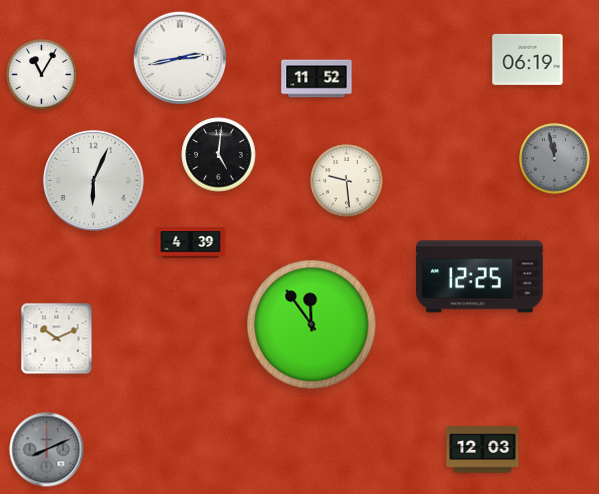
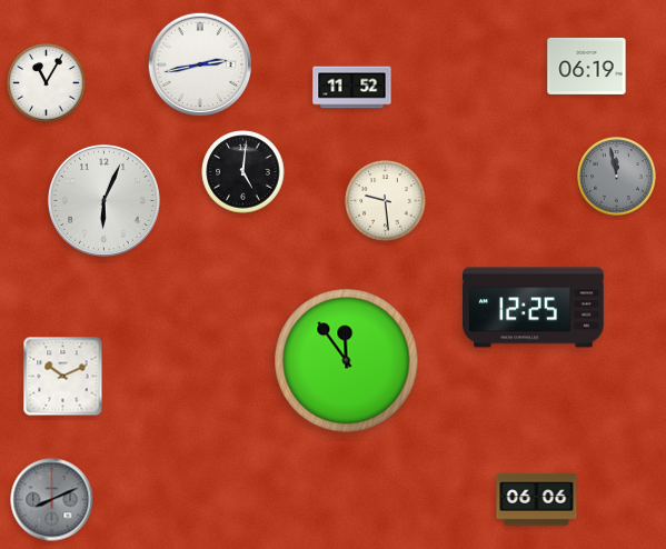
clock at (191, 243): 4:39 -> none
clock at (483, 450): 12:03 -> 06:06
